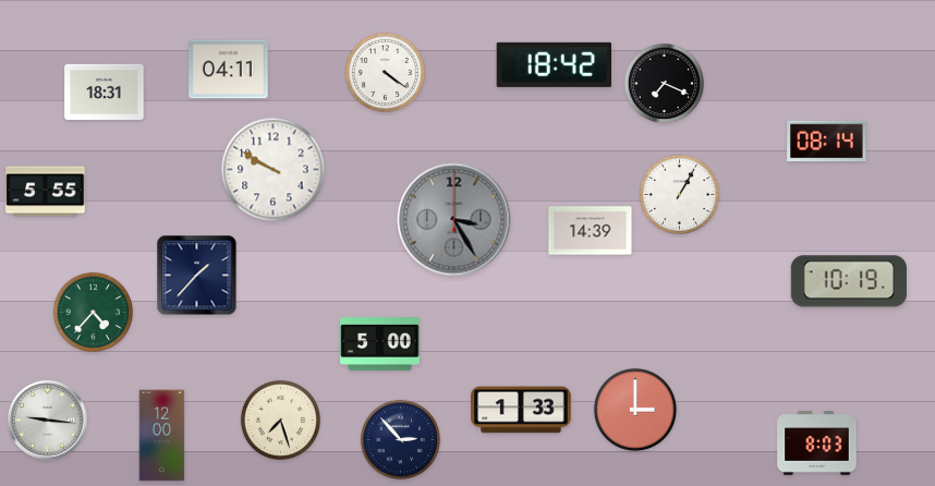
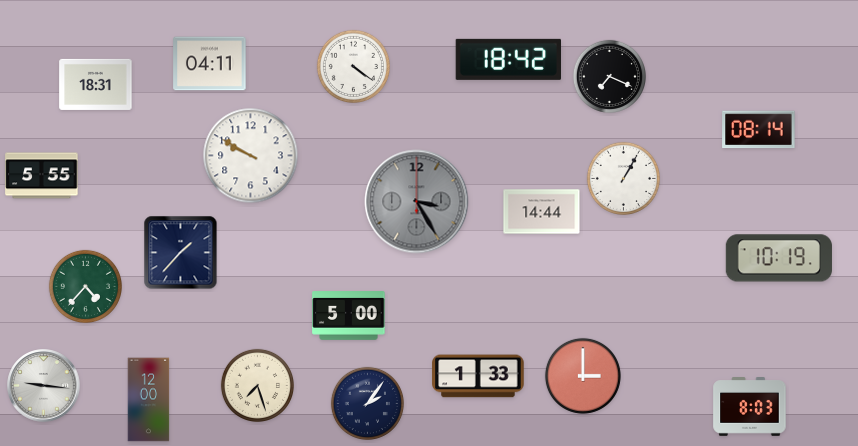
clock at (591, 231): 14:39 -> 14:44
clock at (400, 439): 2:53 -> 2:06
